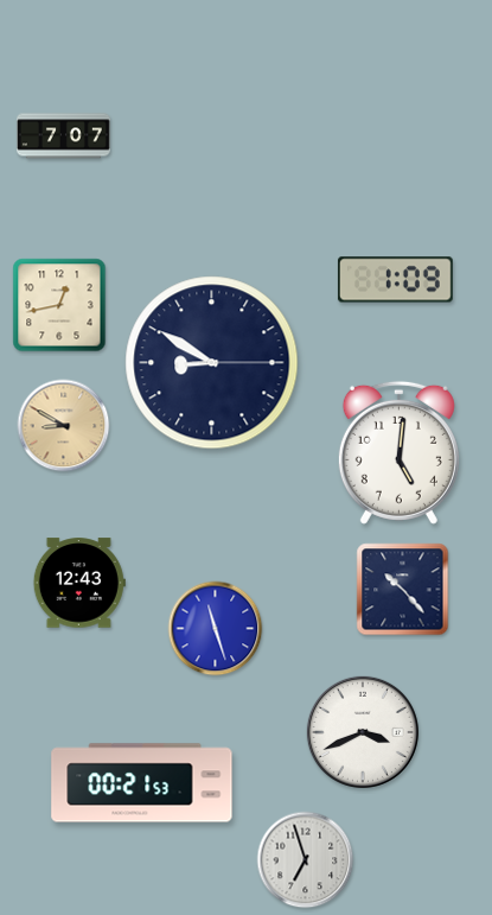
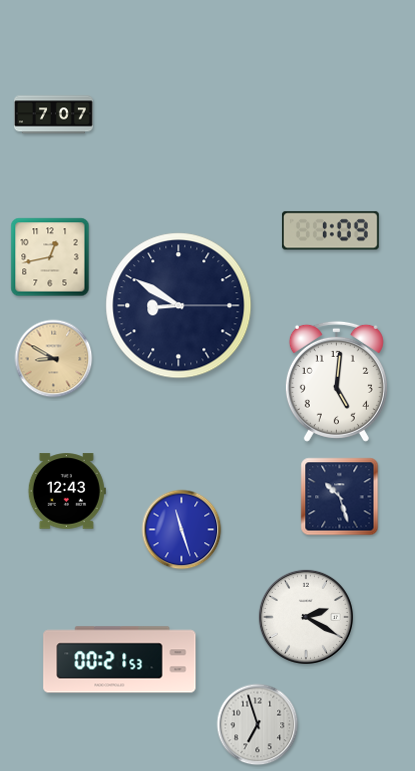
clock at (395, 280) position: (395, 280) -> (330, 231)
clock at (403, 590): 10:23 -> 10:27
clock at (363, 732): 3:41 -> 2:20
